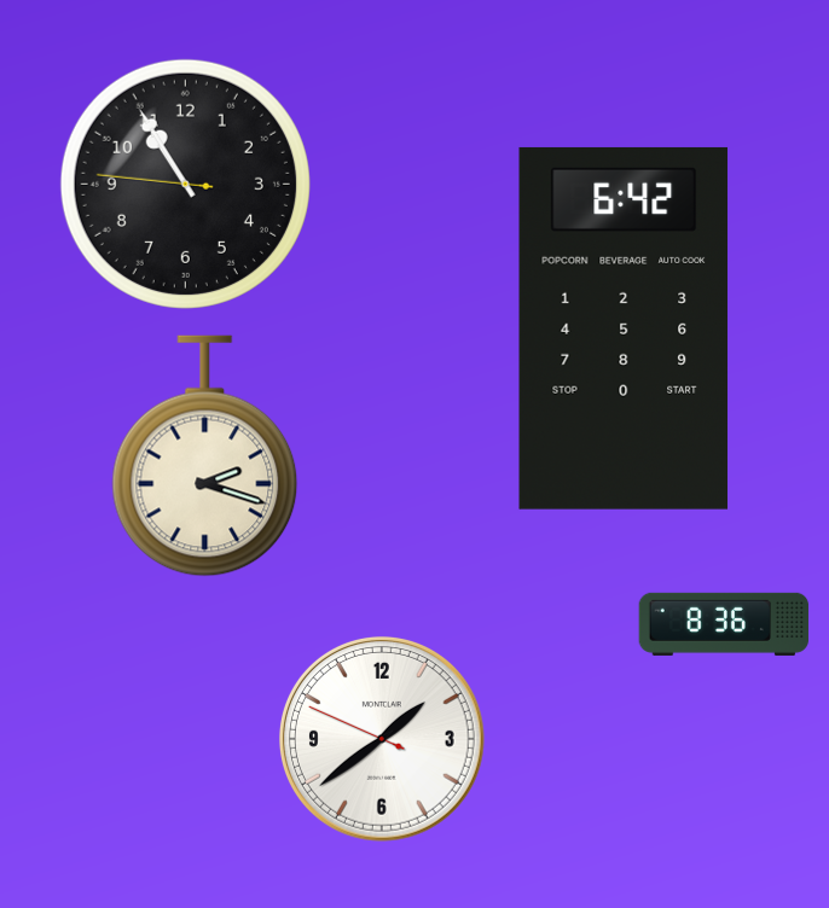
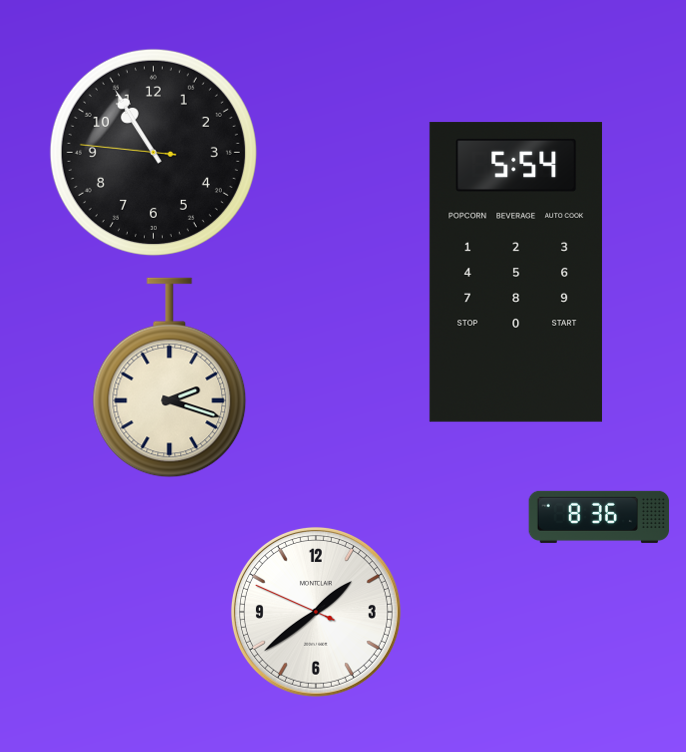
clock at (624, 328): 6:42 -> 5:54
